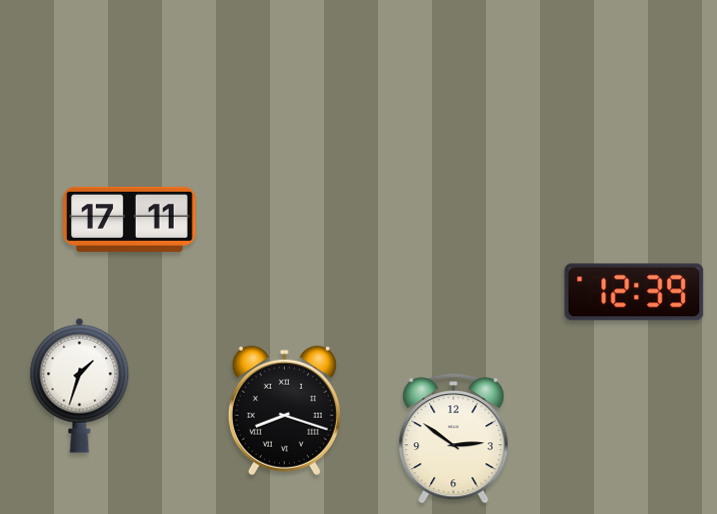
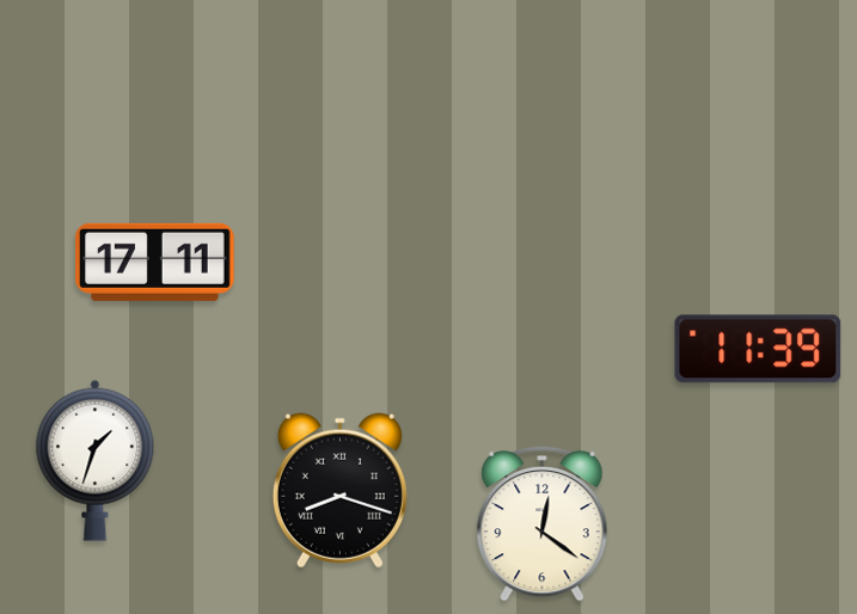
clock at (634, 292): 12:39 -> 11:39
clock at (454, 438): 2:51 -> 12:21
